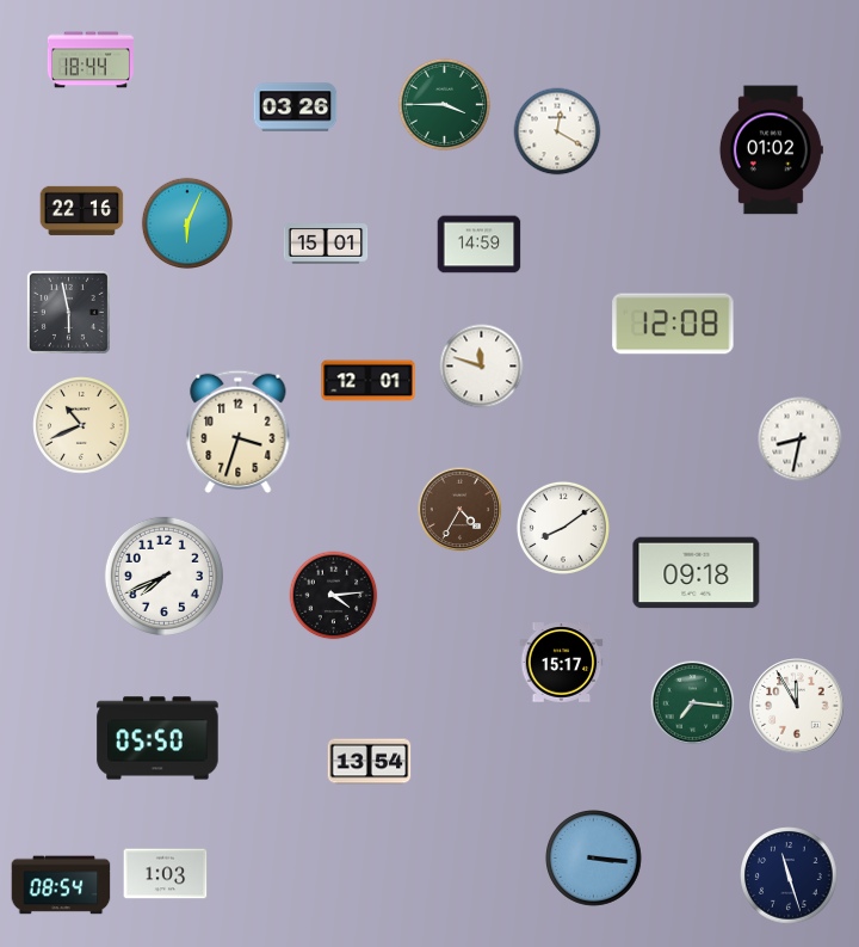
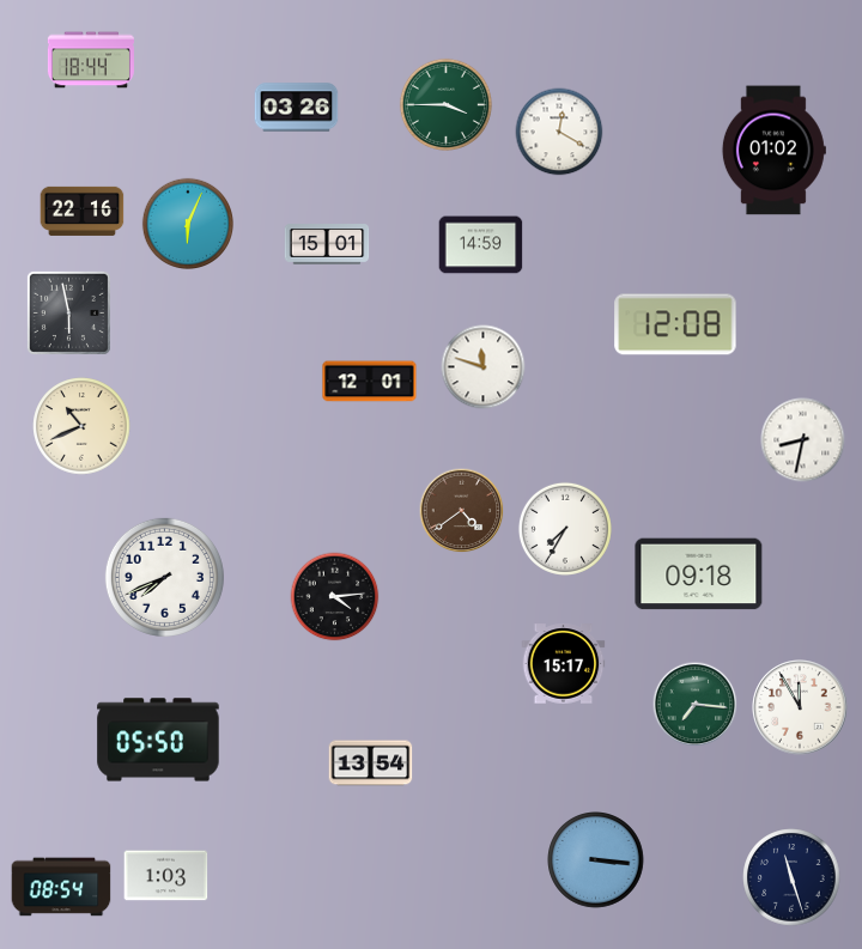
clock at (239, 431): 3:33 -> none
clock at (461, 510): 4:35 -> 4:39
clock at (563, 528): 8:09 -> 7:35
